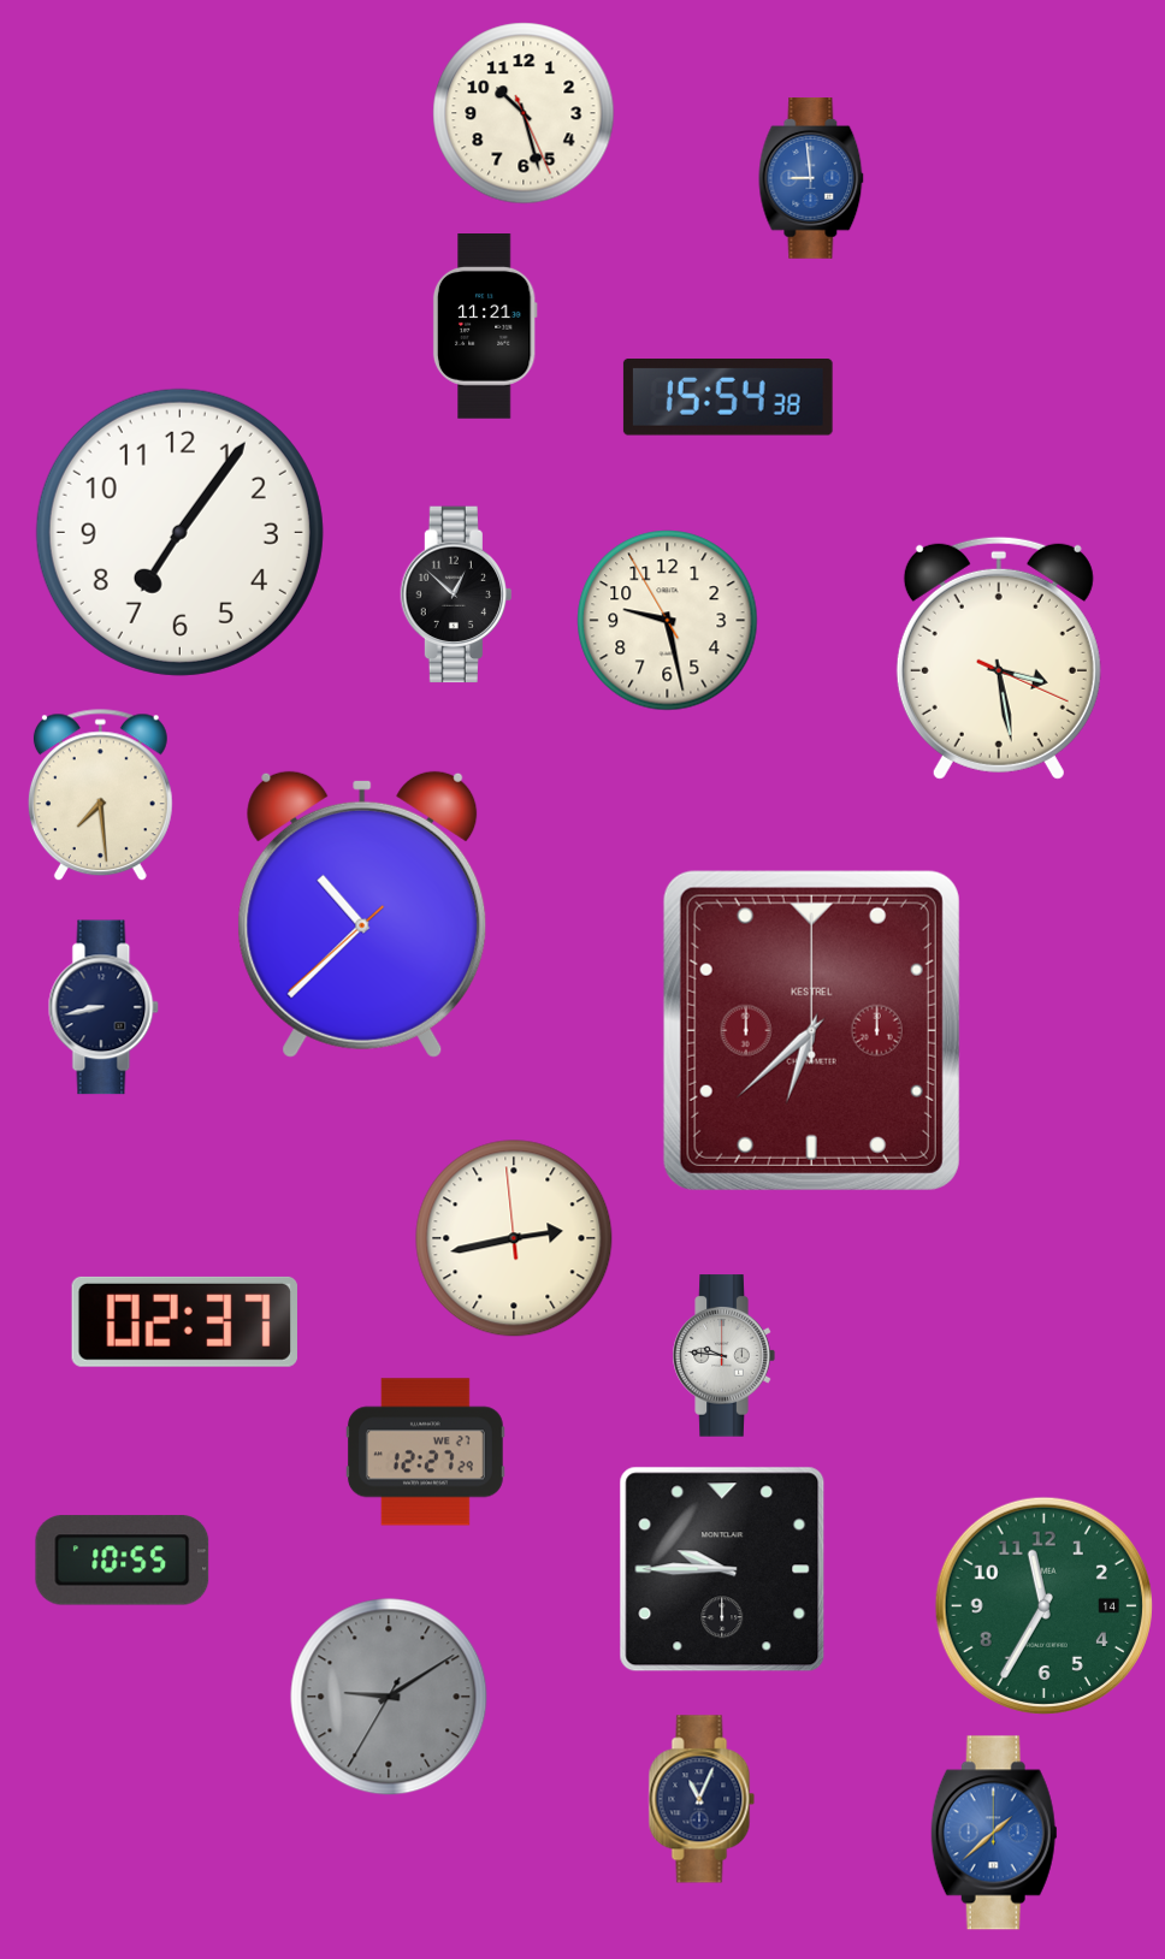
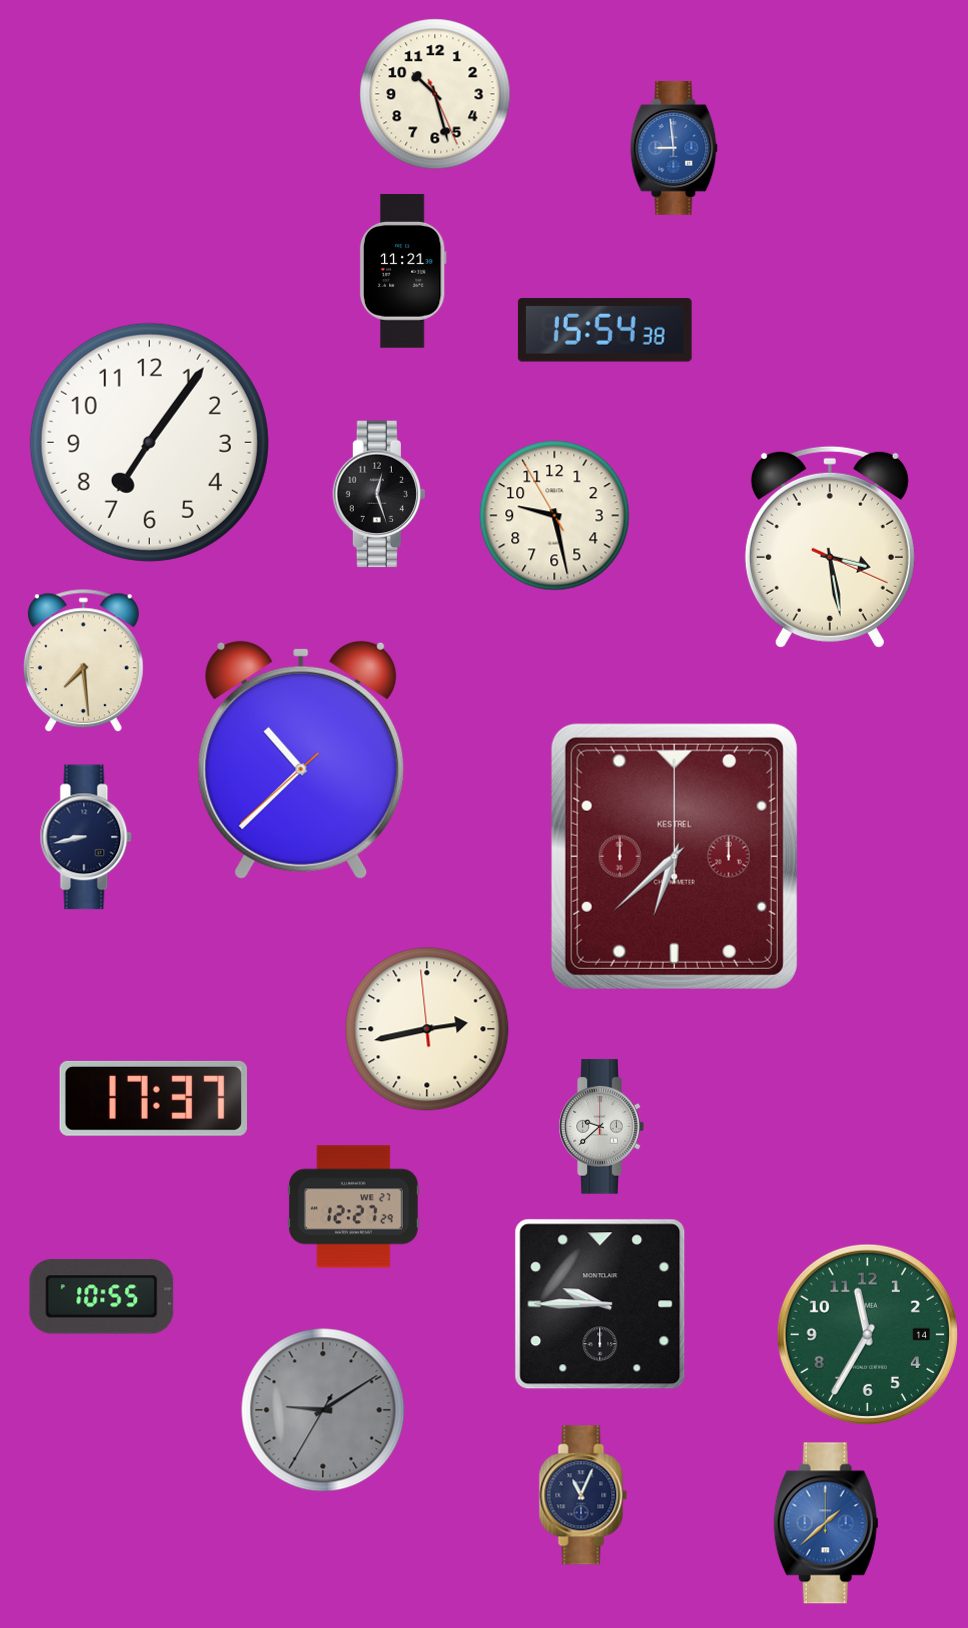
clock at (455, 594): 12:52 -> 12:27
clock at (184, 1321): 02:37 -> 17:37
clock at (723, 1356): 9:46 -> 9:38
